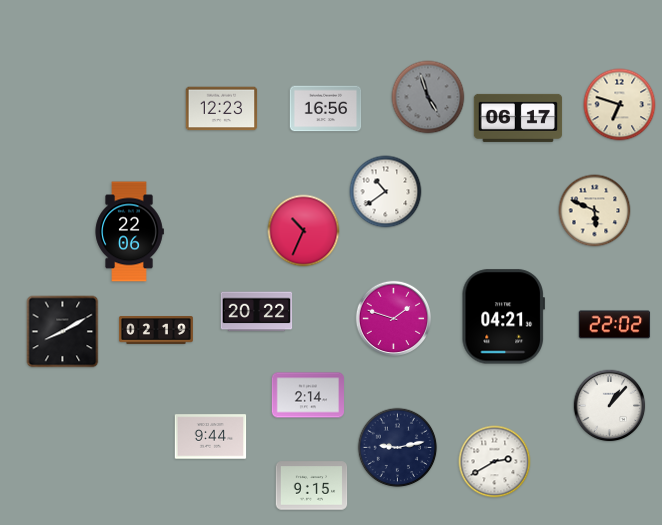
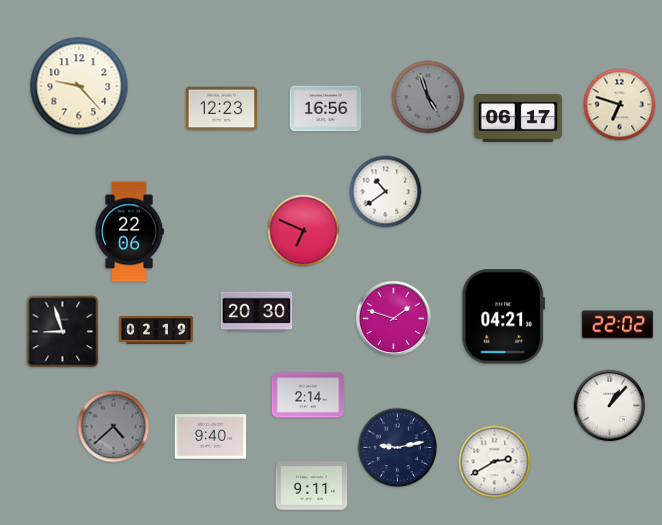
clock at (79, 86): none -> 9:23
clock at (595, 211): 5:49 -> none
clock at (304, 231): 10:34 -> 6:49
clock at (257, 312): 20:22 -> 20:30
clock at (615, 325) position: (615, 325) -> (618, 325)
clock at (63, 332): 8:10 -> 8:57
clock at (114, 427): none -> 4:38
clock at (211, 437): 9:44 -> 9:40
clock at (312, 486): 9:15 -> 9:11
